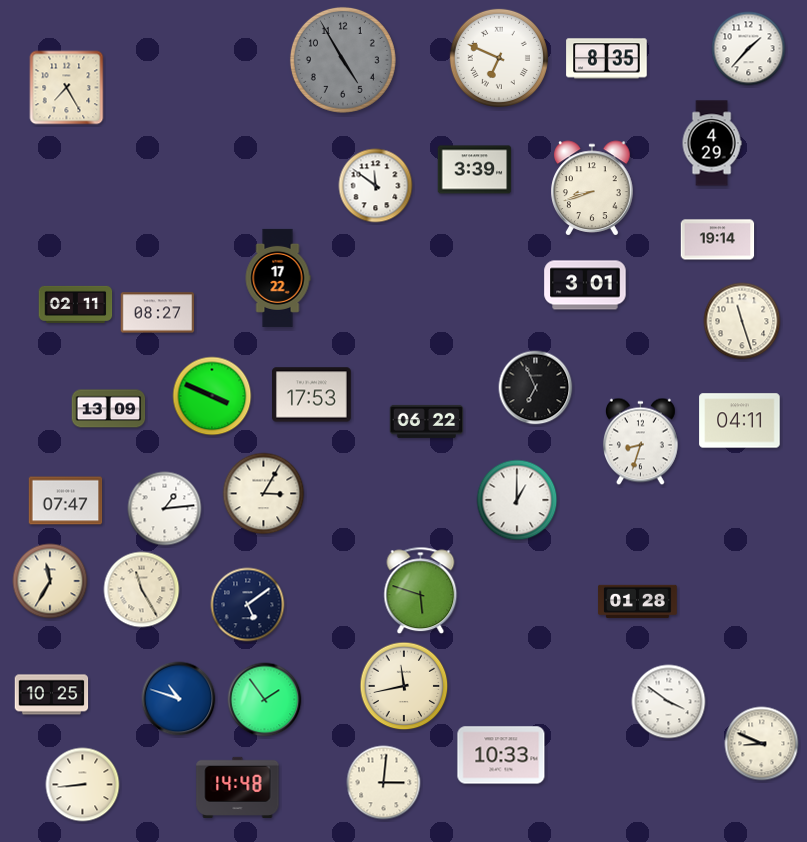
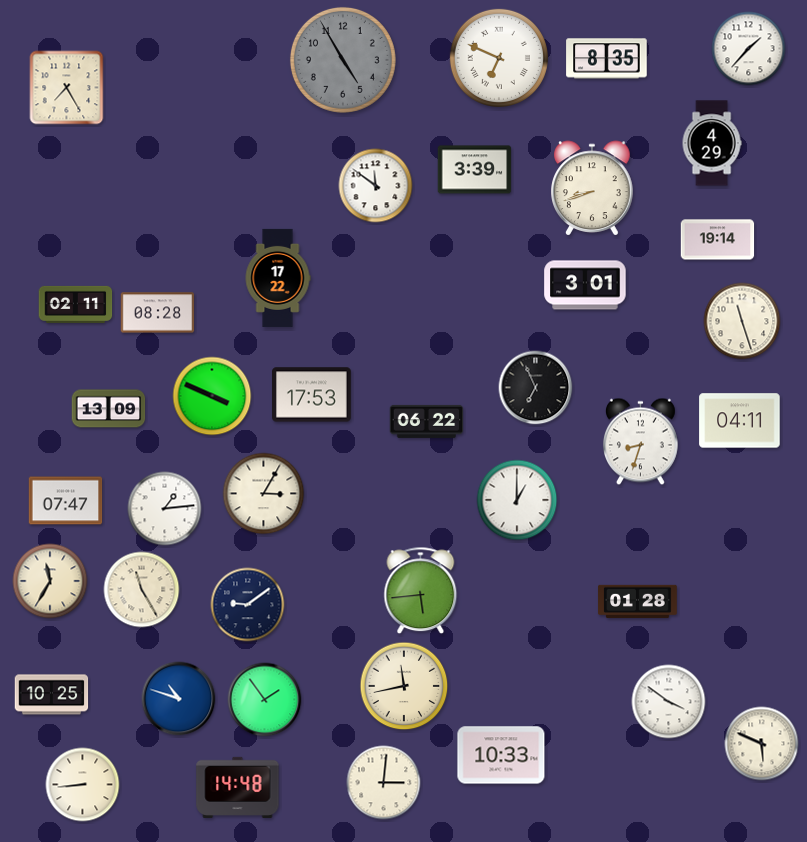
clock at (158, 313): 08:27 -> 08:28
clock at (421, 591): 5:48 -> 5:44
clock at (248, 605): 5:09 -> 9:09
clock at (762, 744): 8:49 -> 5:49
